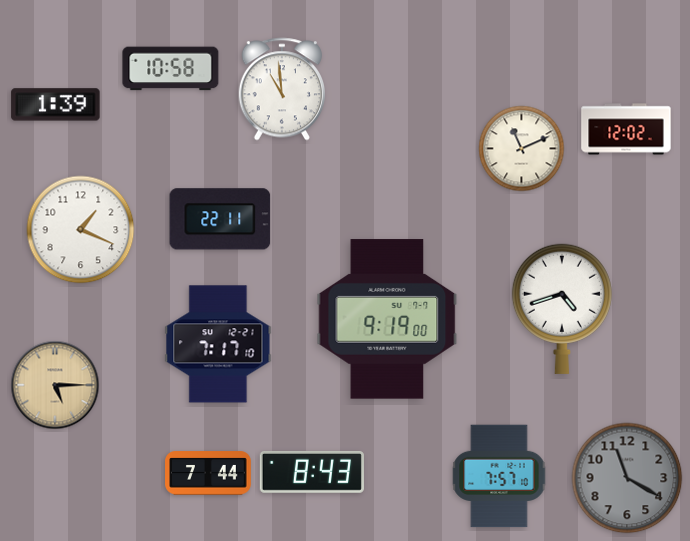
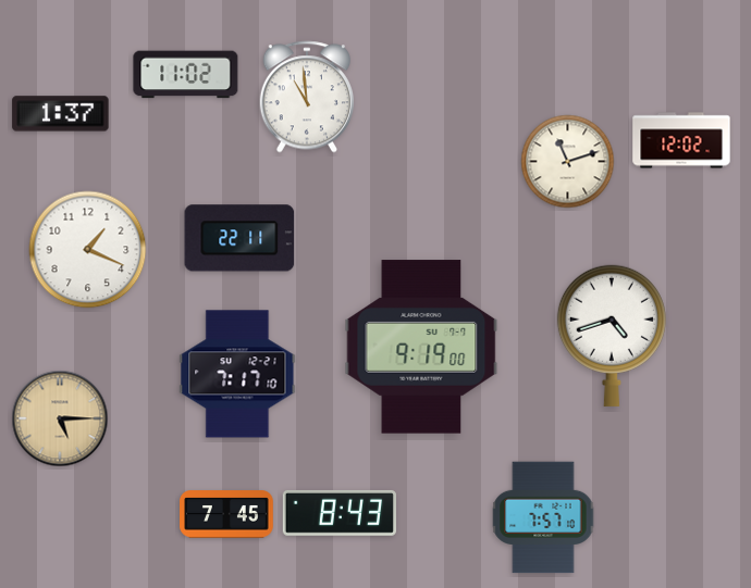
clock at (171, 69): 10:58 -> 11:02
clock at (56, 105): 1:39 -> 1:37
clock at (522, 149): 11:11 -> 11:12
clock at (208, 473): 7:44 -> 7:45
clock at (627, 478): 11:20 -> none
